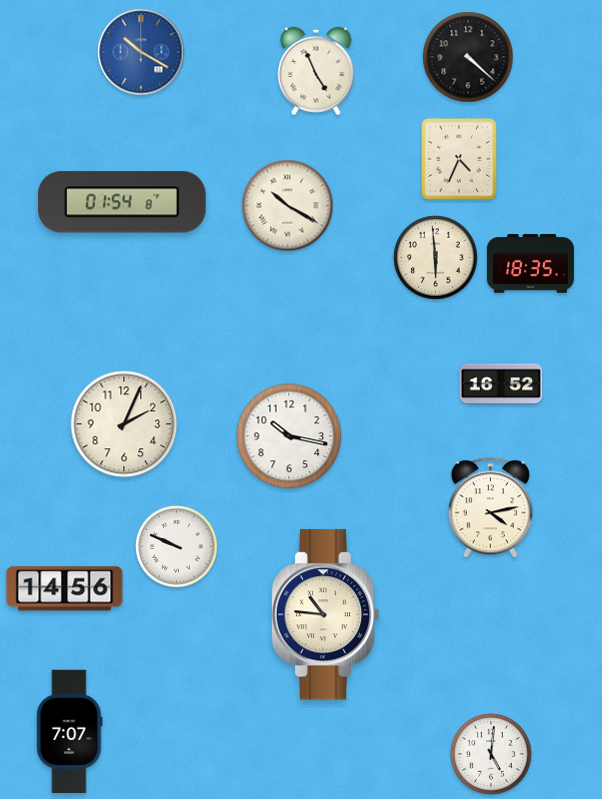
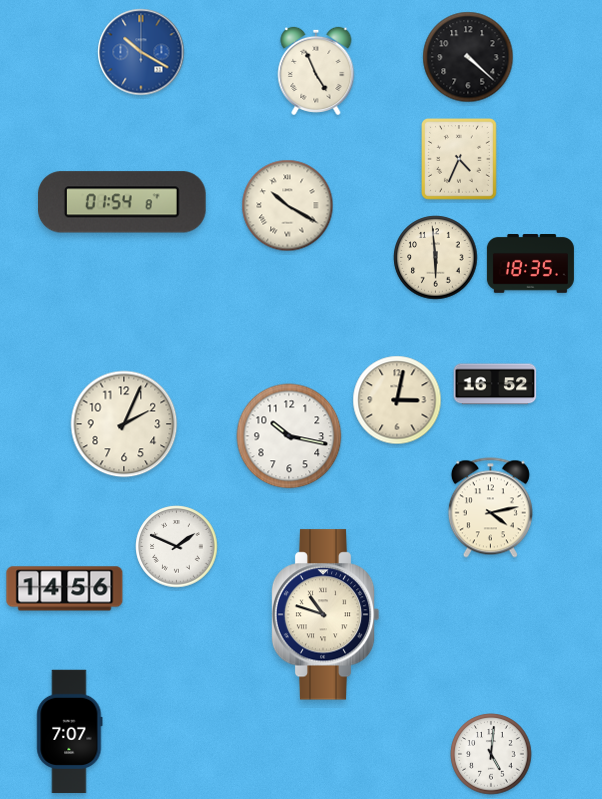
clock at (501, 384) position: (501, 384) -> (495, 384)
clock at (397, 400): none -> 3:02
clock at (177, 547): 9:49 -> 1:49
clock at (325, 615): 10:46 -> 10:48
